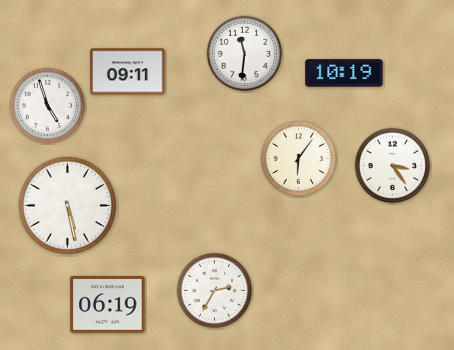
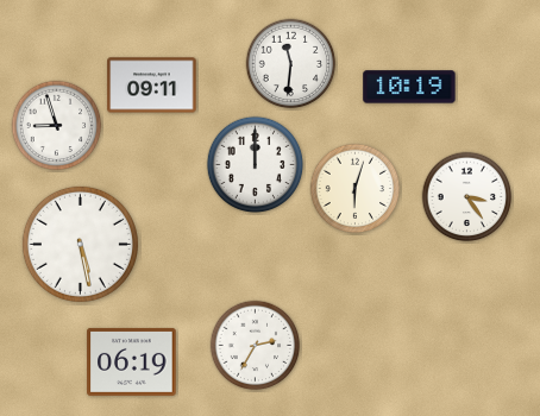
clock at (48, 106): 4:57 -> 8:57
clock at (256, 165): none -> 12:00
clock at (299, 159): 6:06 -> 6:03
clock at (108, 304) position: (108, 304) -> (132, 361)
